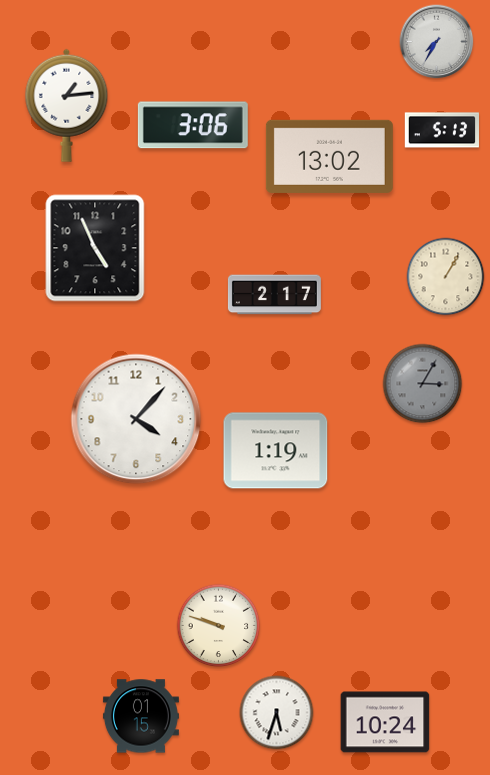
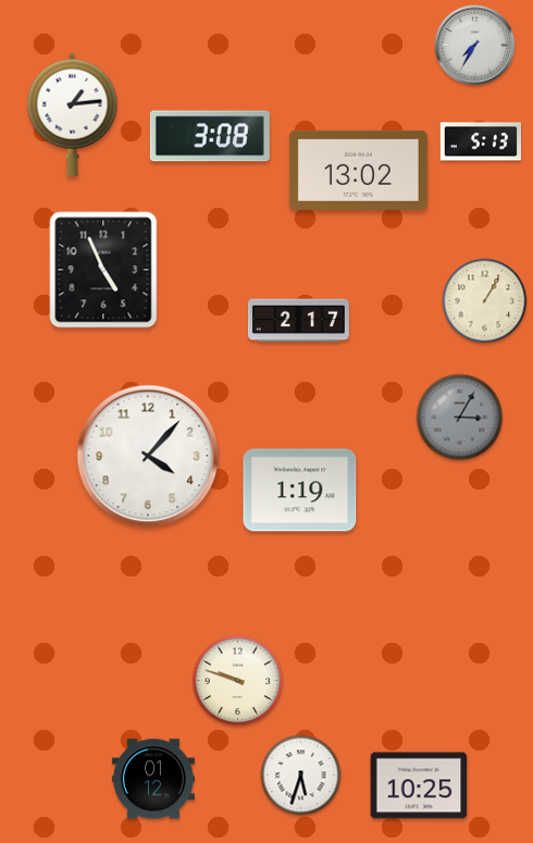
clock at (193, 125): 3:06 -> 3:08
clock at (141, 716): 01:15 -> 01:12
clock at (385, 722): 10:24 -> 10:25
